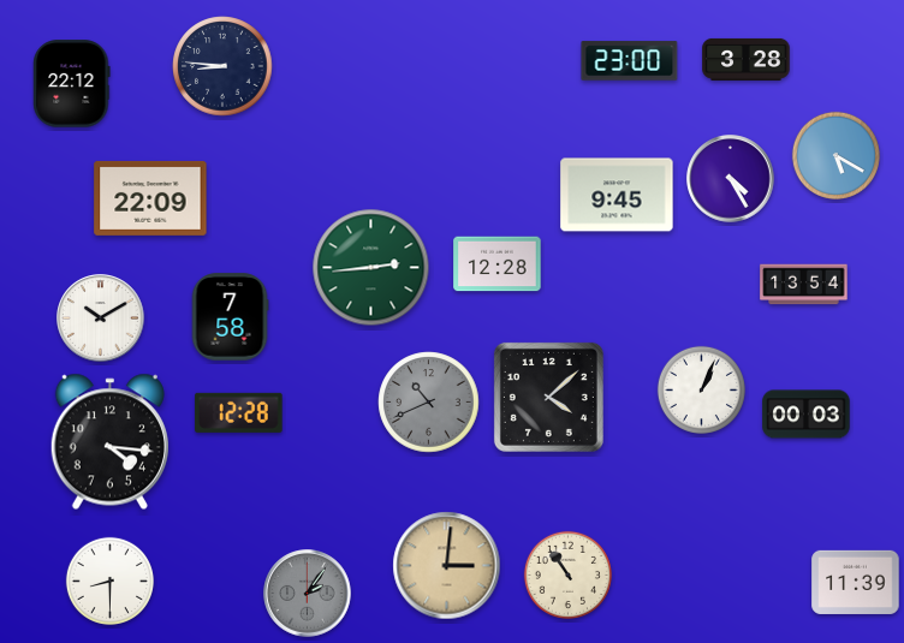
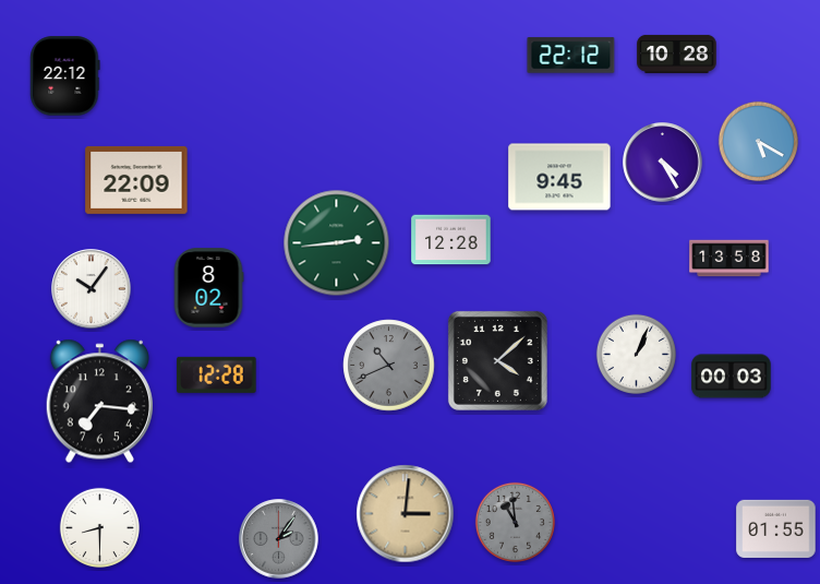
clock at (747, 59): 3:28 -> 10:28
clock at (630, 61): 23:00 -> 22:12
clock at (222, 66): 8:46 -> none
clock at (804, 285): 13:54 -> 13:58
clock at (230, 317): 7:58 -> 8:02
clock at (101, 318): 10:10 -> 10:06
clock at (109, 442): 4:16 -> 7:16
clock at (567, 574): 10:54 -> 10:59
clock at (567, 574) dial: cream -> grey
clock at (856, 582): 11:39 -> 01:55
